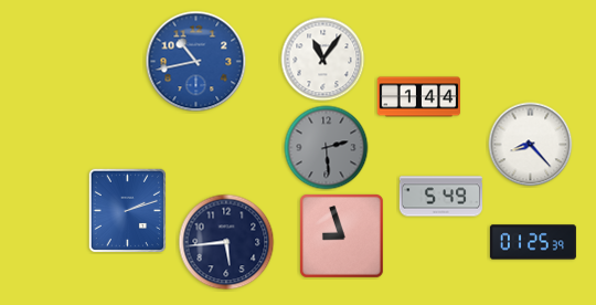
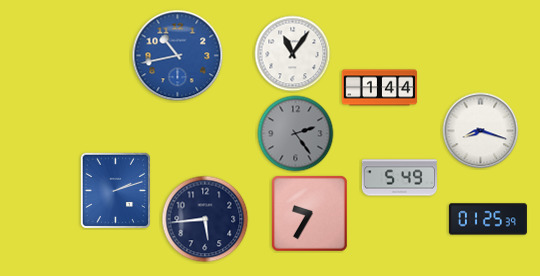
clock at (531, 145): 8:23 -> 8:18
clock at (327, 148): 2:29 -> 2:24
clock at (342, 236): 8:57 -> 9:35
clock at (533, 242) position: (533, 242) -> (488, 219)
